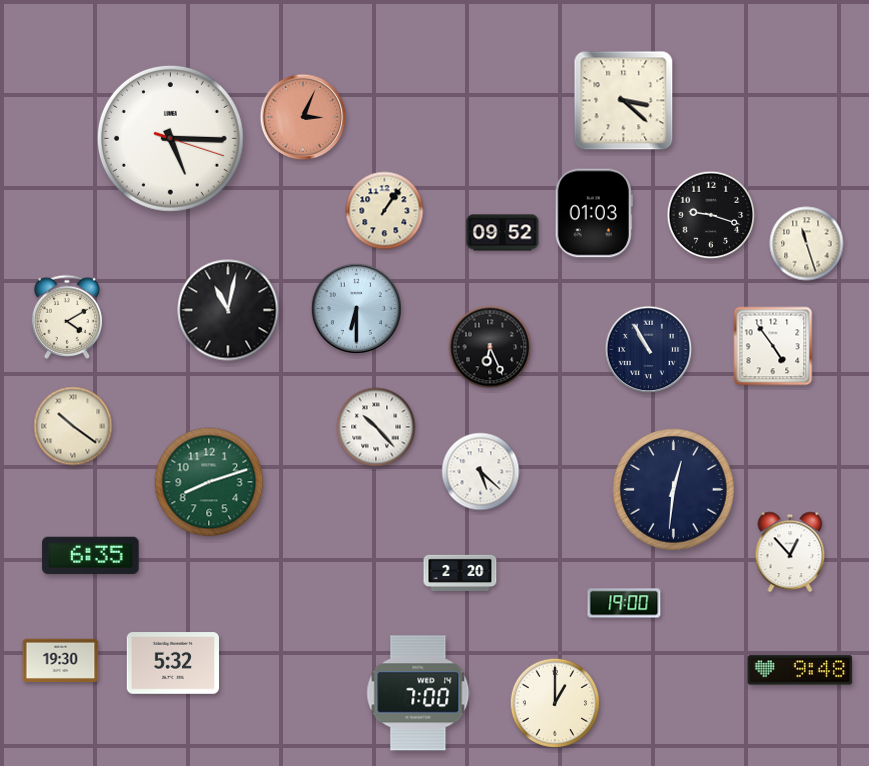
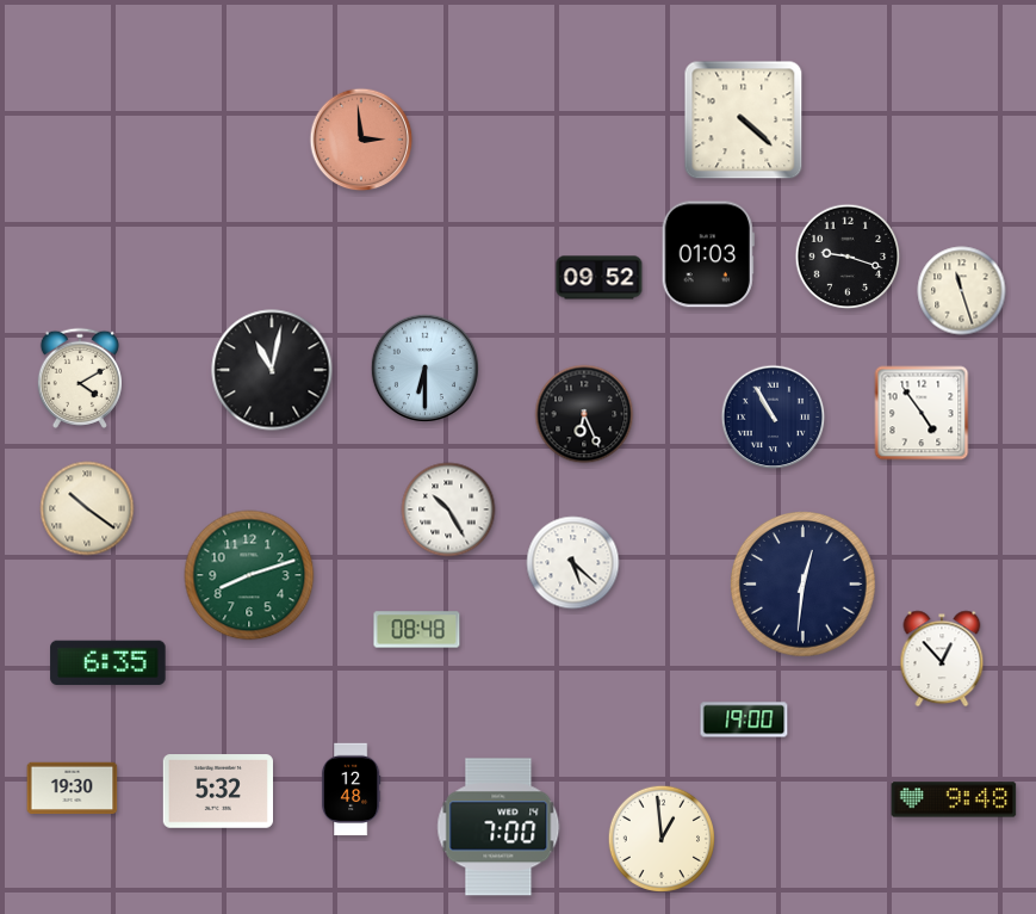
clock at (624, 101): 3:22 -> 4:22
clock at (303, 117): 3:04 -> 2:59
clock at (170, 138): 5:15 -> none
clock at (385, 211): 1:06 -> none
clock at (376, 427): 10:23 -> 10:25
clock at (417, 630): none -> 08:48
clock at (460, 572): 2:20 -> none
clock at (350, 790): none -> 12:48
clock at (172, 663) position: (172, 663) -> (217, 791)
clock at (554, 702): 1:00 -> 12:59
